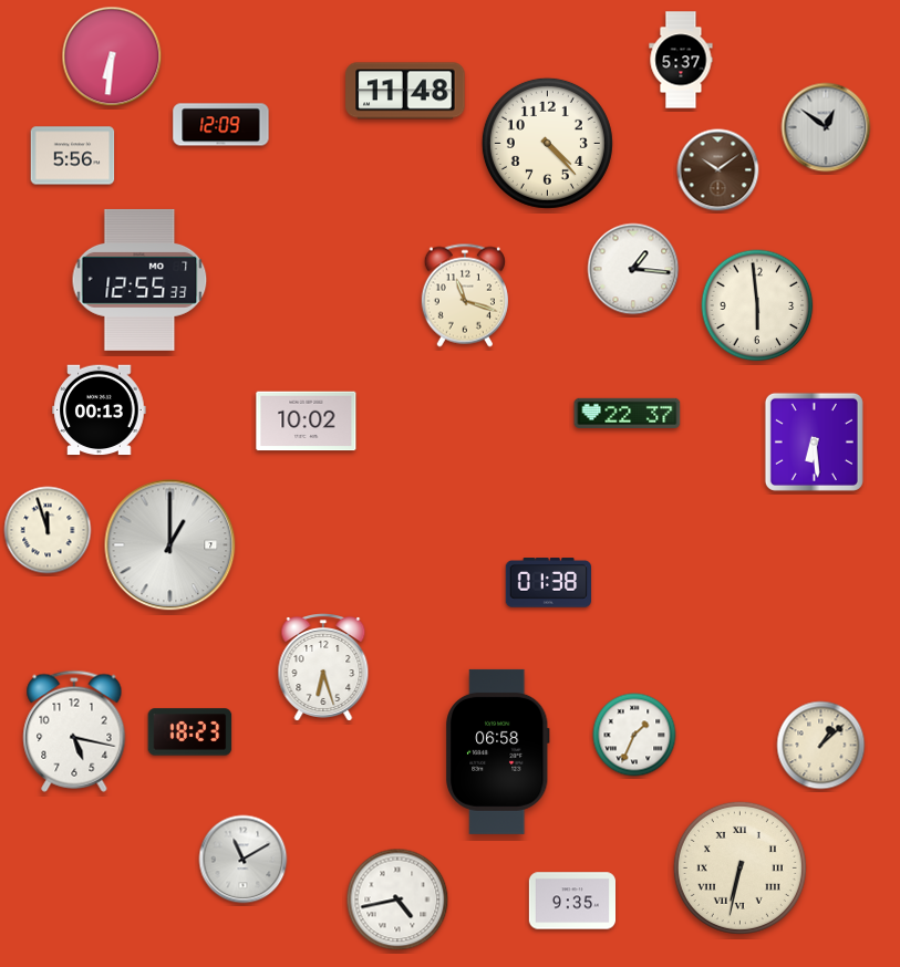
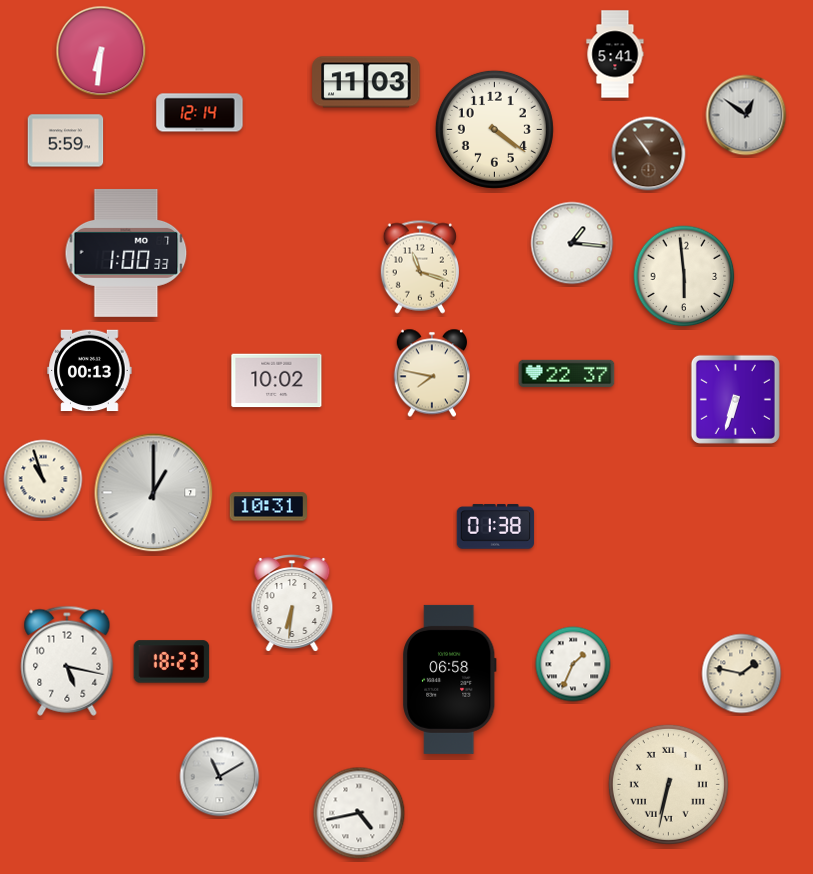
clock at (681, 60): 5:37 -> 5:41
clock at (405, 91): 11:48 -> 11:03
clock at (221, 125): 12:09 -> 12:14
clock at (547, 143): 4:23 -> 4:21
clock at (73, 156): 5:56 -> 5:59
clock at (718, 170): 10:09 -> 10:54
clock at (139, 280): 12:55 -> 1:00
clock at (432, 373): none -> 7:47
clock at (814, 441): 6:29 -> 6:33
clock at (48, 530): 11:57 -> 10:57
clock at (268, 507): none -> 10:31
clock at (323, 668): 6:27 -> 6:31
clock at (821, 746): 1:08 -> 1:47
clock at (571, 901): 9:35 -> none
